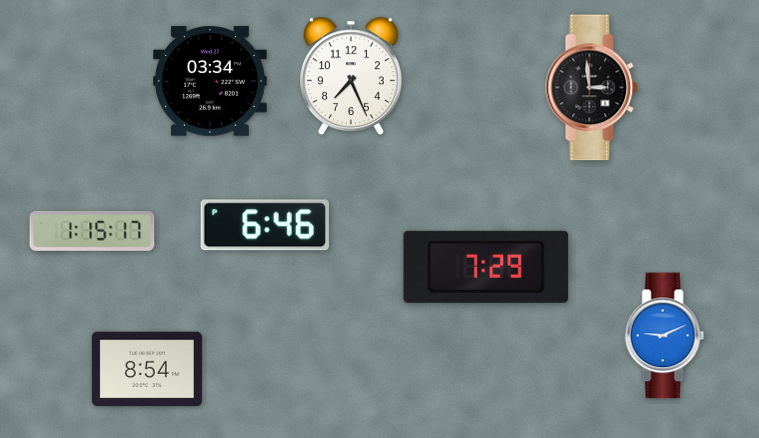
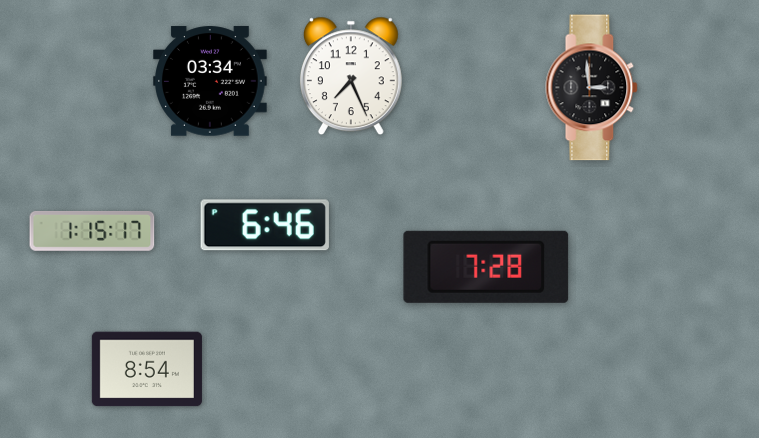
clock at (486, 267): 7:29 -> 7:28
clock at (665, 336): 9:11 -> none
